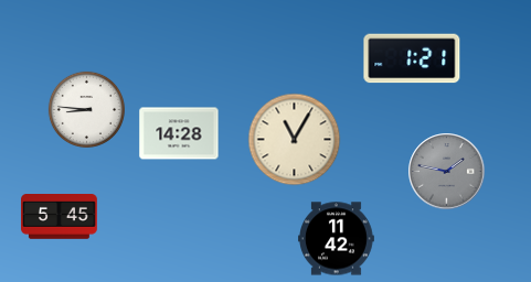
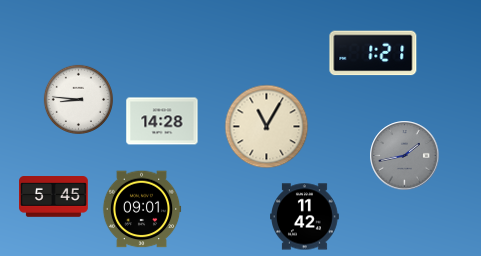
clock at (447, 172): 1:47 -> 1:43
clock at (142, 209): none -> 09:01
